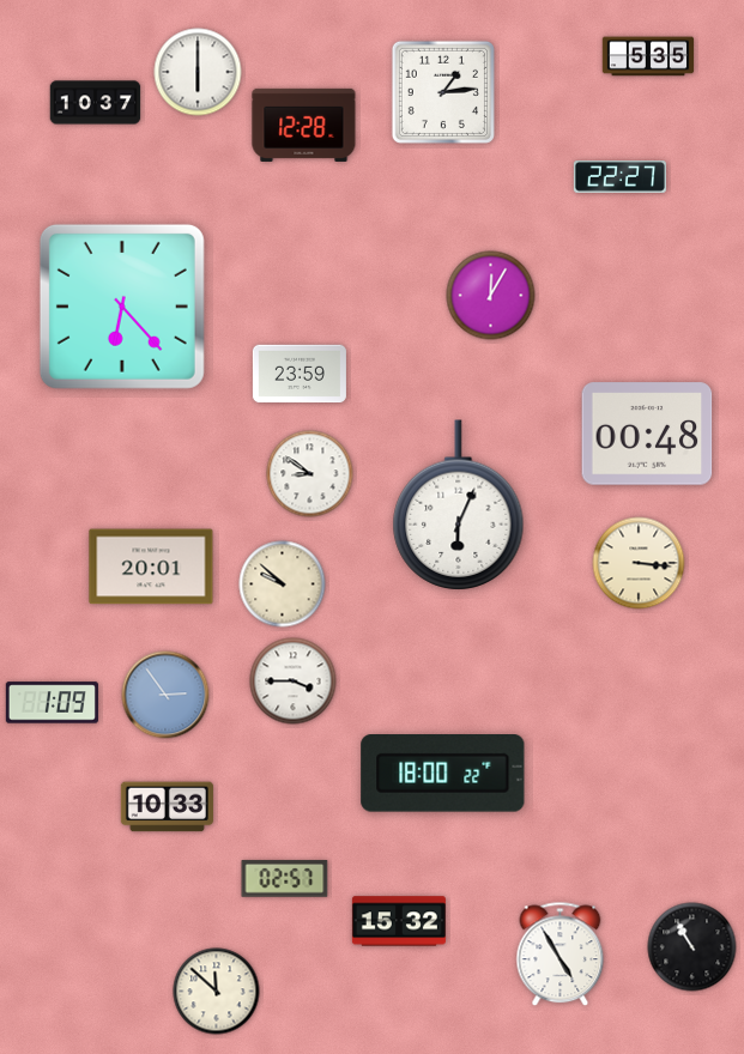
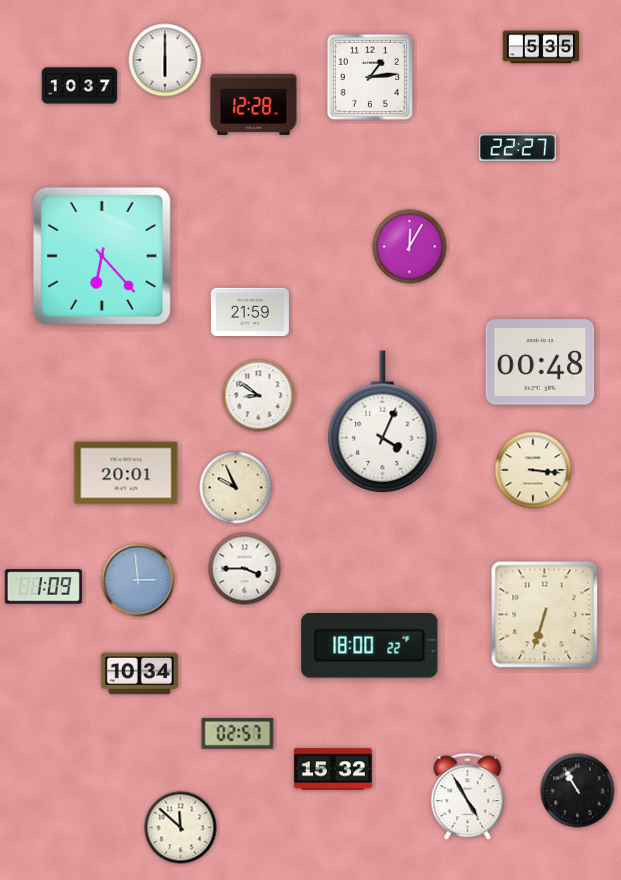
clock at (300, 374): 23:59 -> 21:59
clock at (459, 505): 6:04 -> 4:04
clock at (283, 584): 9:52 -> 9:56
clock at (165, 695): 2:54 -> 2:59
clock at (545, 615): none -> 6:33
clock at (167, 807): 10:33 -> 10:34
